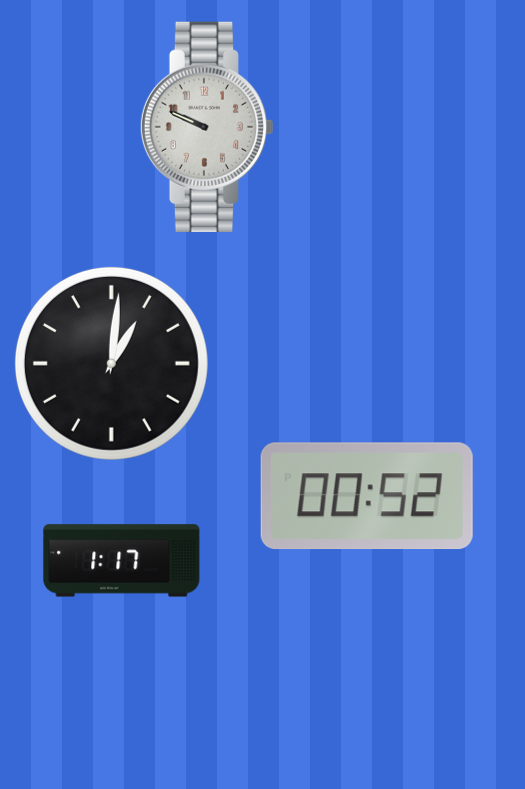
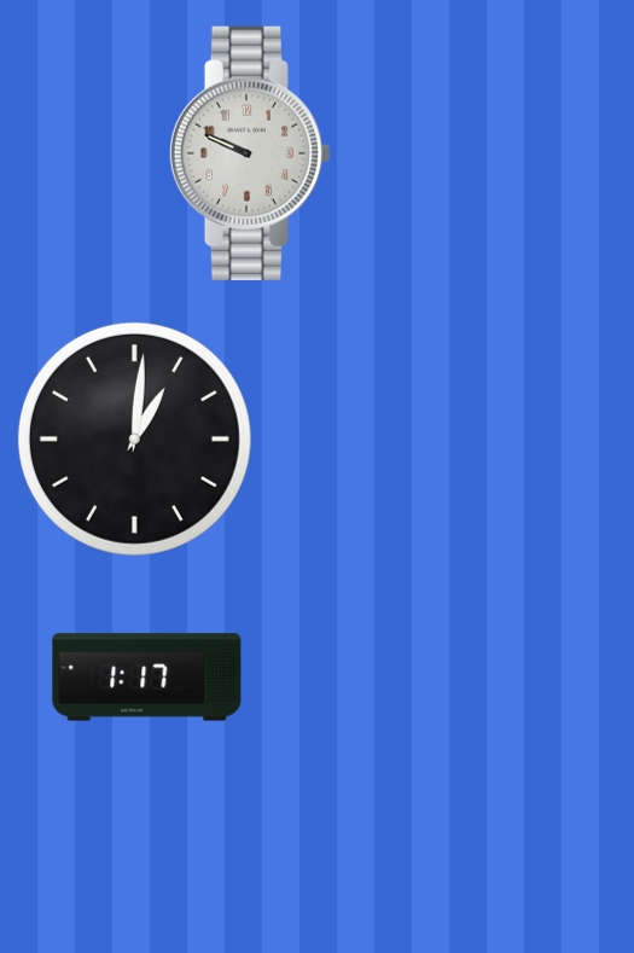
clock at (367, 496): 00:52 -> none
